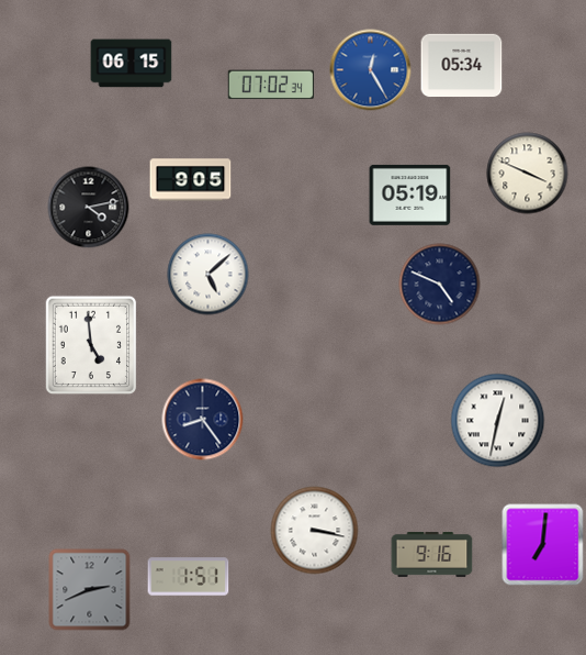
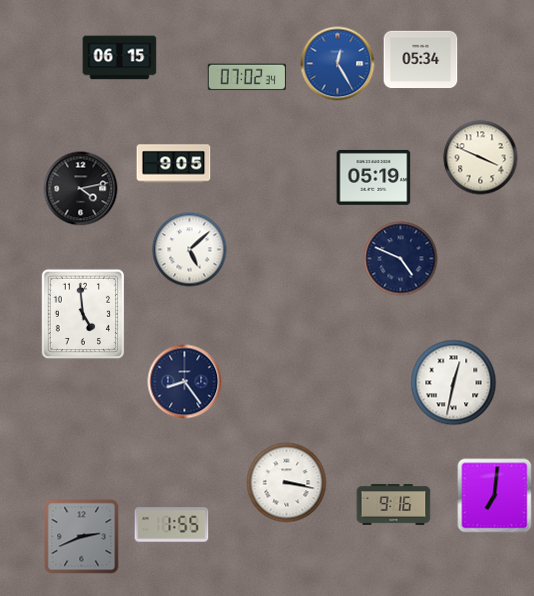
clock at (189, 577): 1:51 -> 1:55
